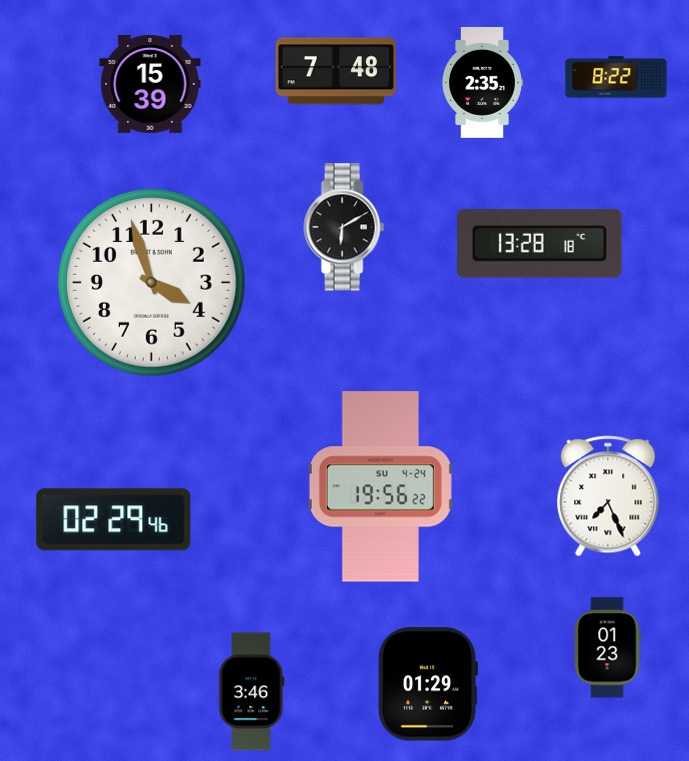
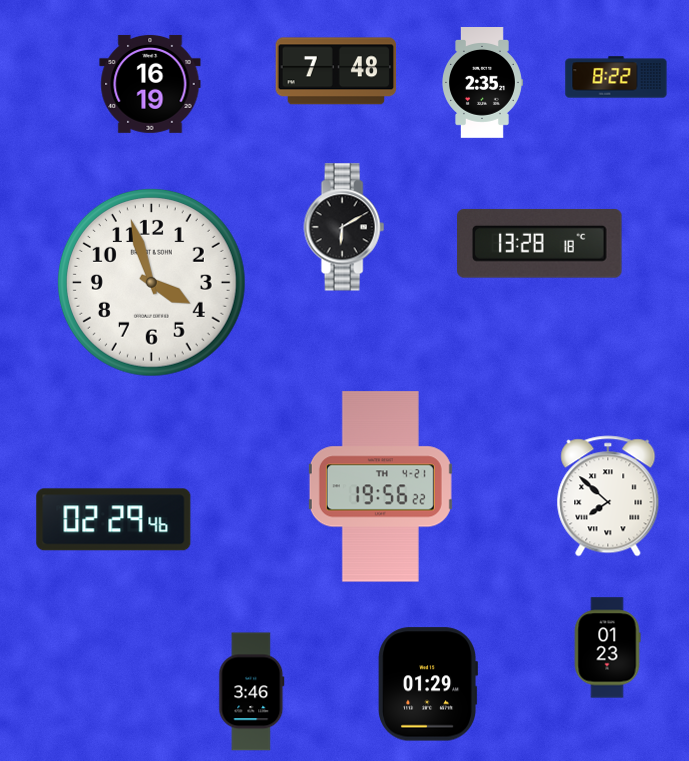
clock at (150, 84): 15:39 -> 16:19
clock at (380, 487) date: SU 4-24 -> TH 4-21
clock at (608, 496): 7:26 -> 7:52
